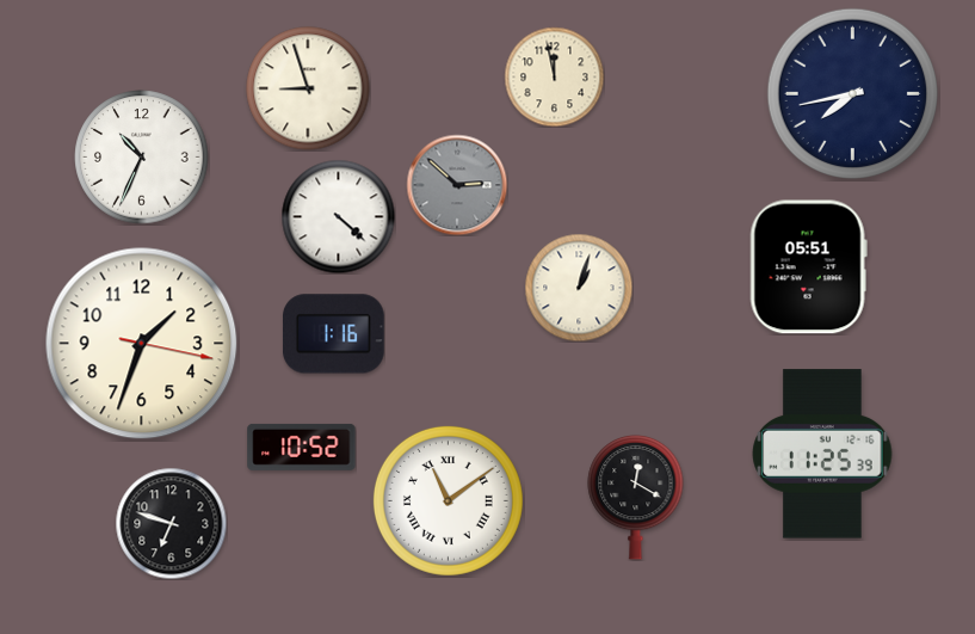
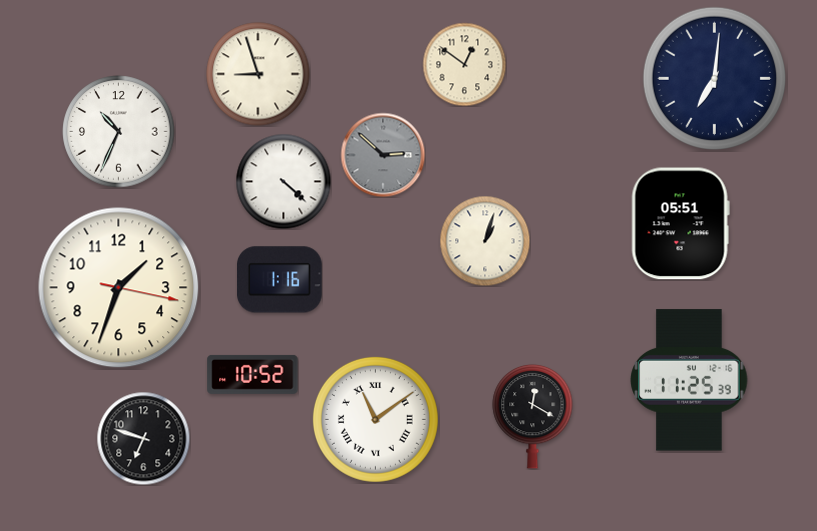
clock at (554, 76): 11:58 -> 12:51
clock at (852, 93): 7:43 -> 7:01
clock at (808, 267) position: (808, 267) -> (680, 224)
